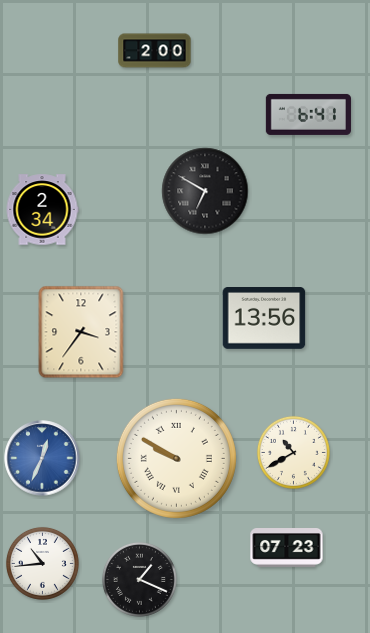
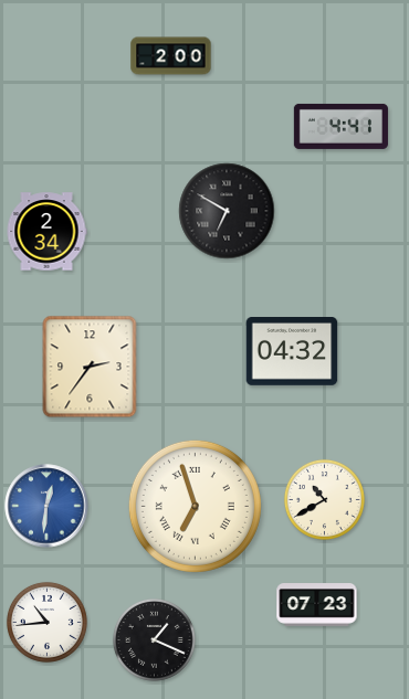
clock at (308, 114): 6:41 -> 4:41
clock at (264, 319): 13:56 -> 04:32
clock at (81, 332): 3:36 -> 2:36
clock at (42, 458): 12:34 -> 12:31
clock at (176, 458): 9:50 -> 6:57
